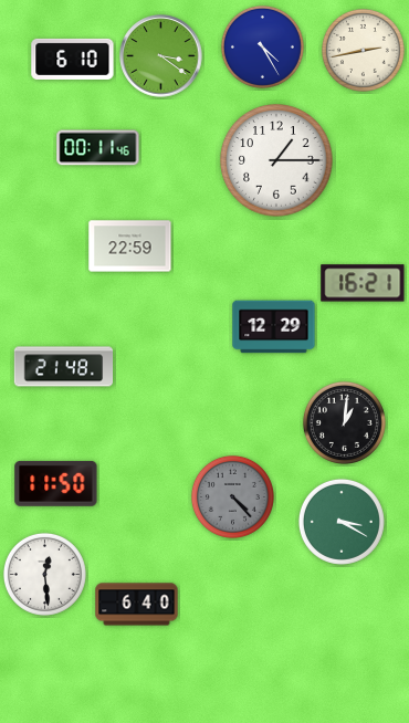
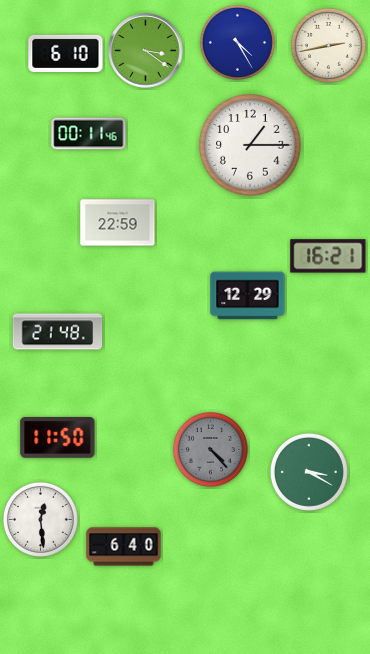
clock at (344, 422): 1:01 -> none
clock at (56, 483) position: (56, 483) -> (58, 437)
